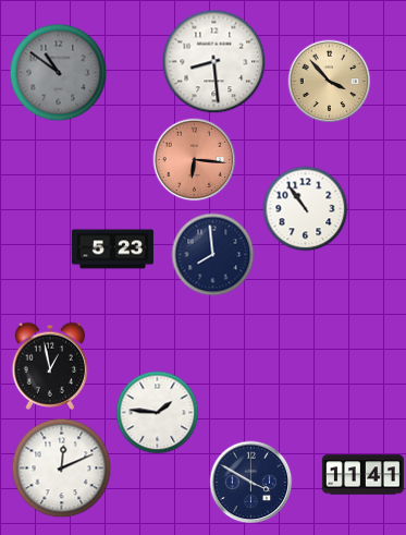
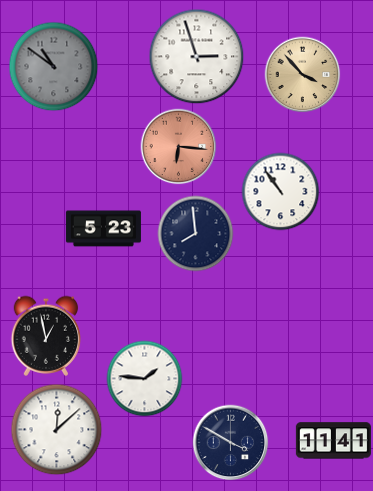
clock at (214, 62): 8:29 -> 2:57
clock at (62, 469): 12:11 -> 12:08
clock at (362, 475) position: (362, 475) -> (333, 441)
